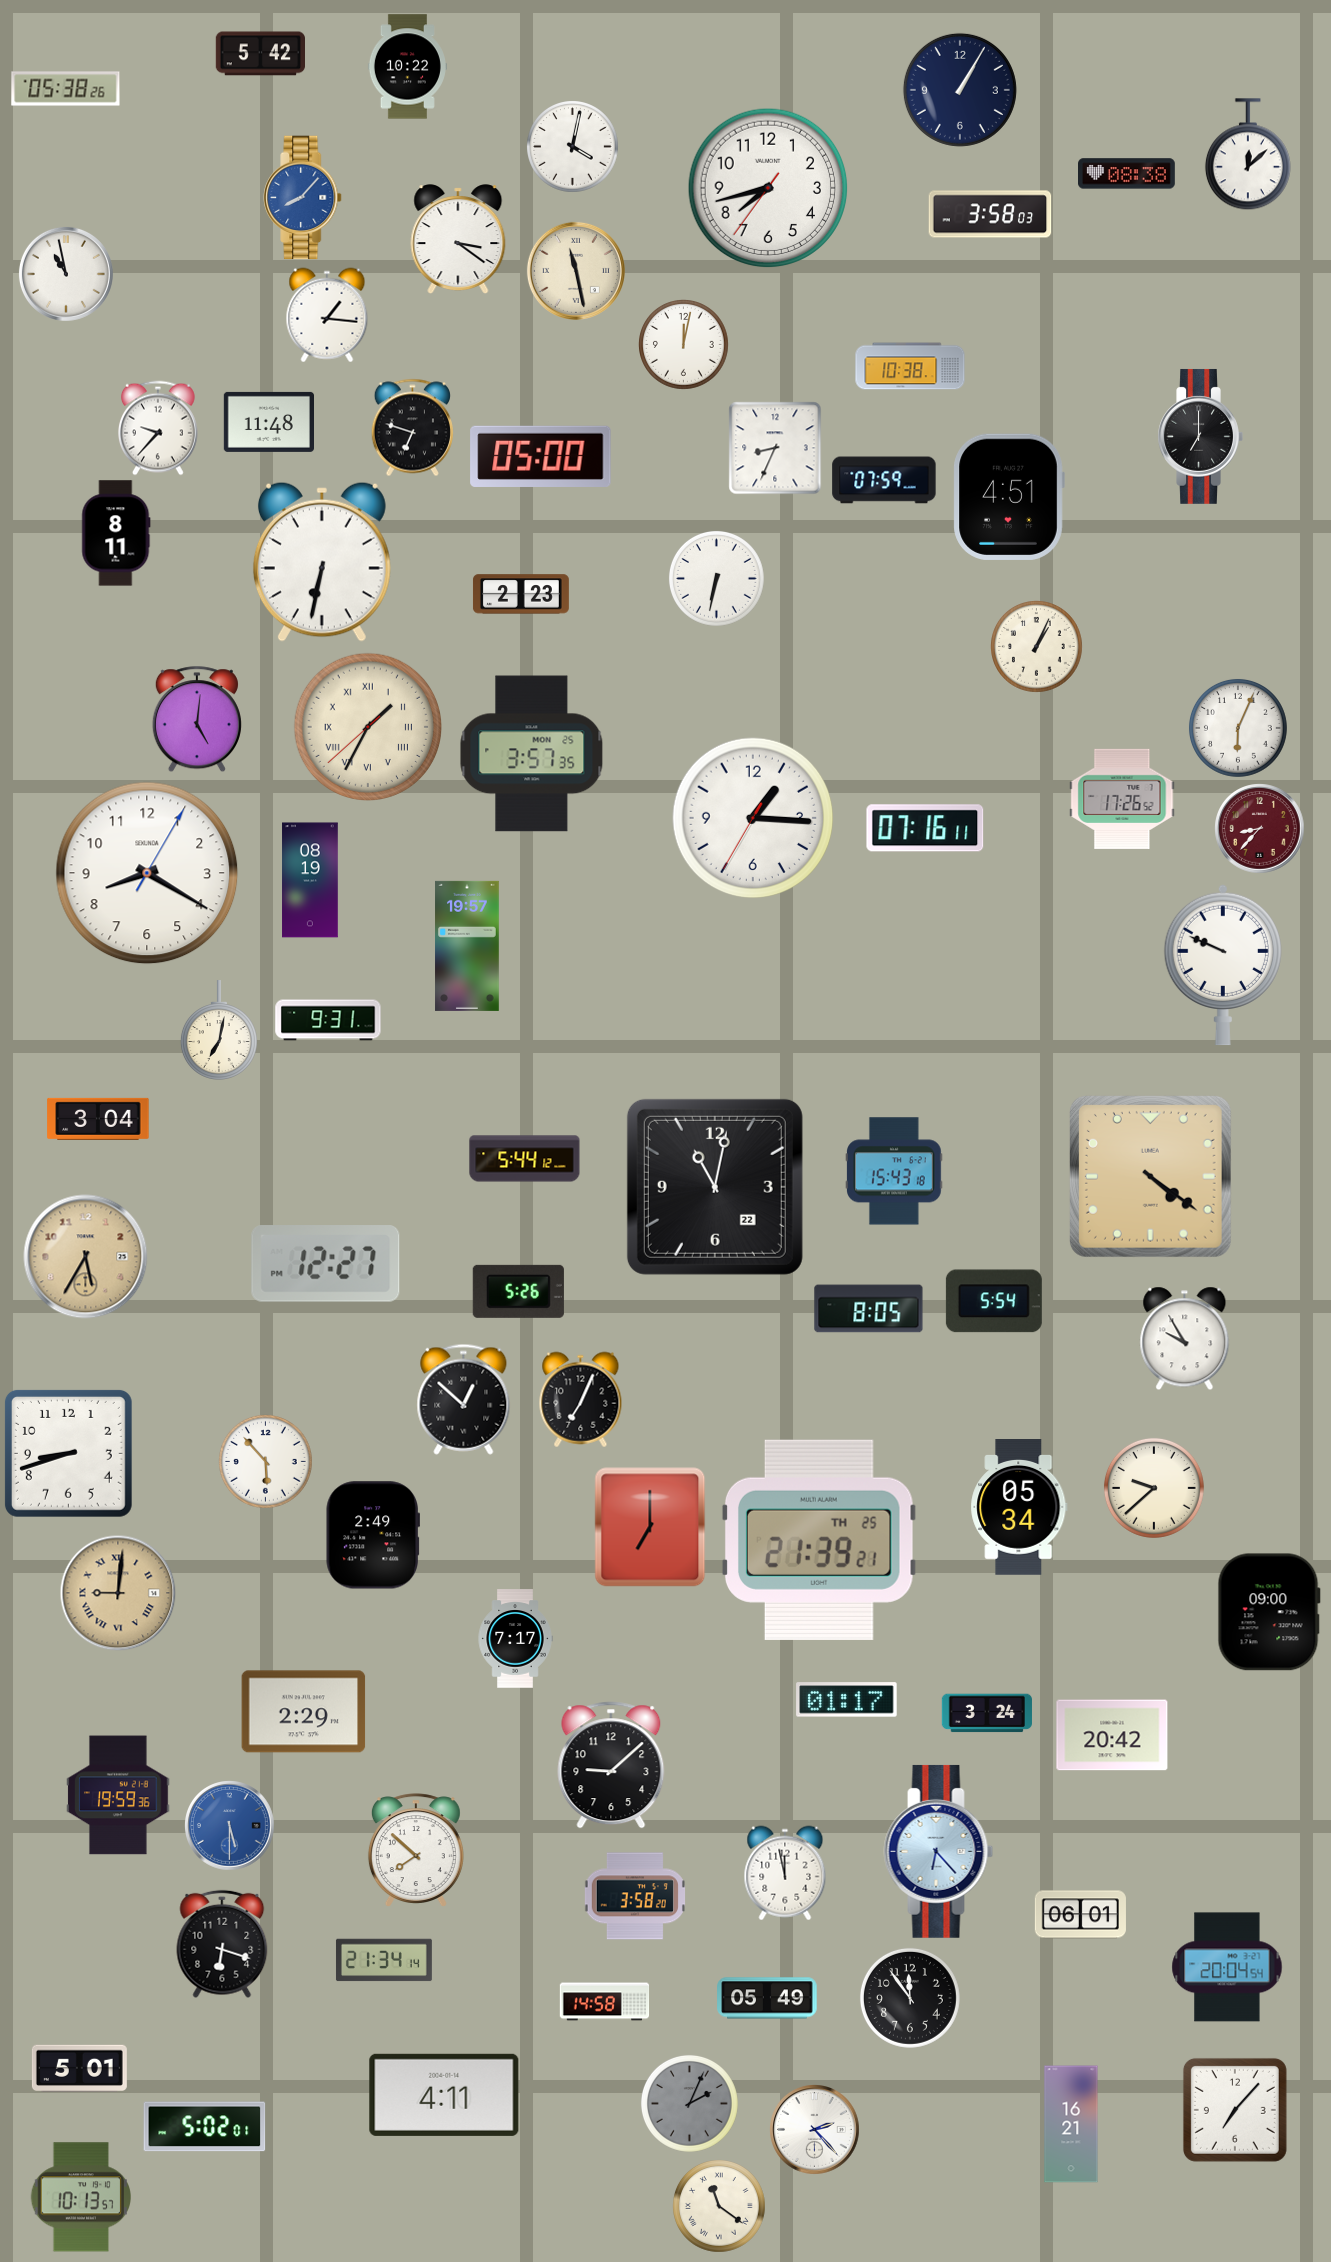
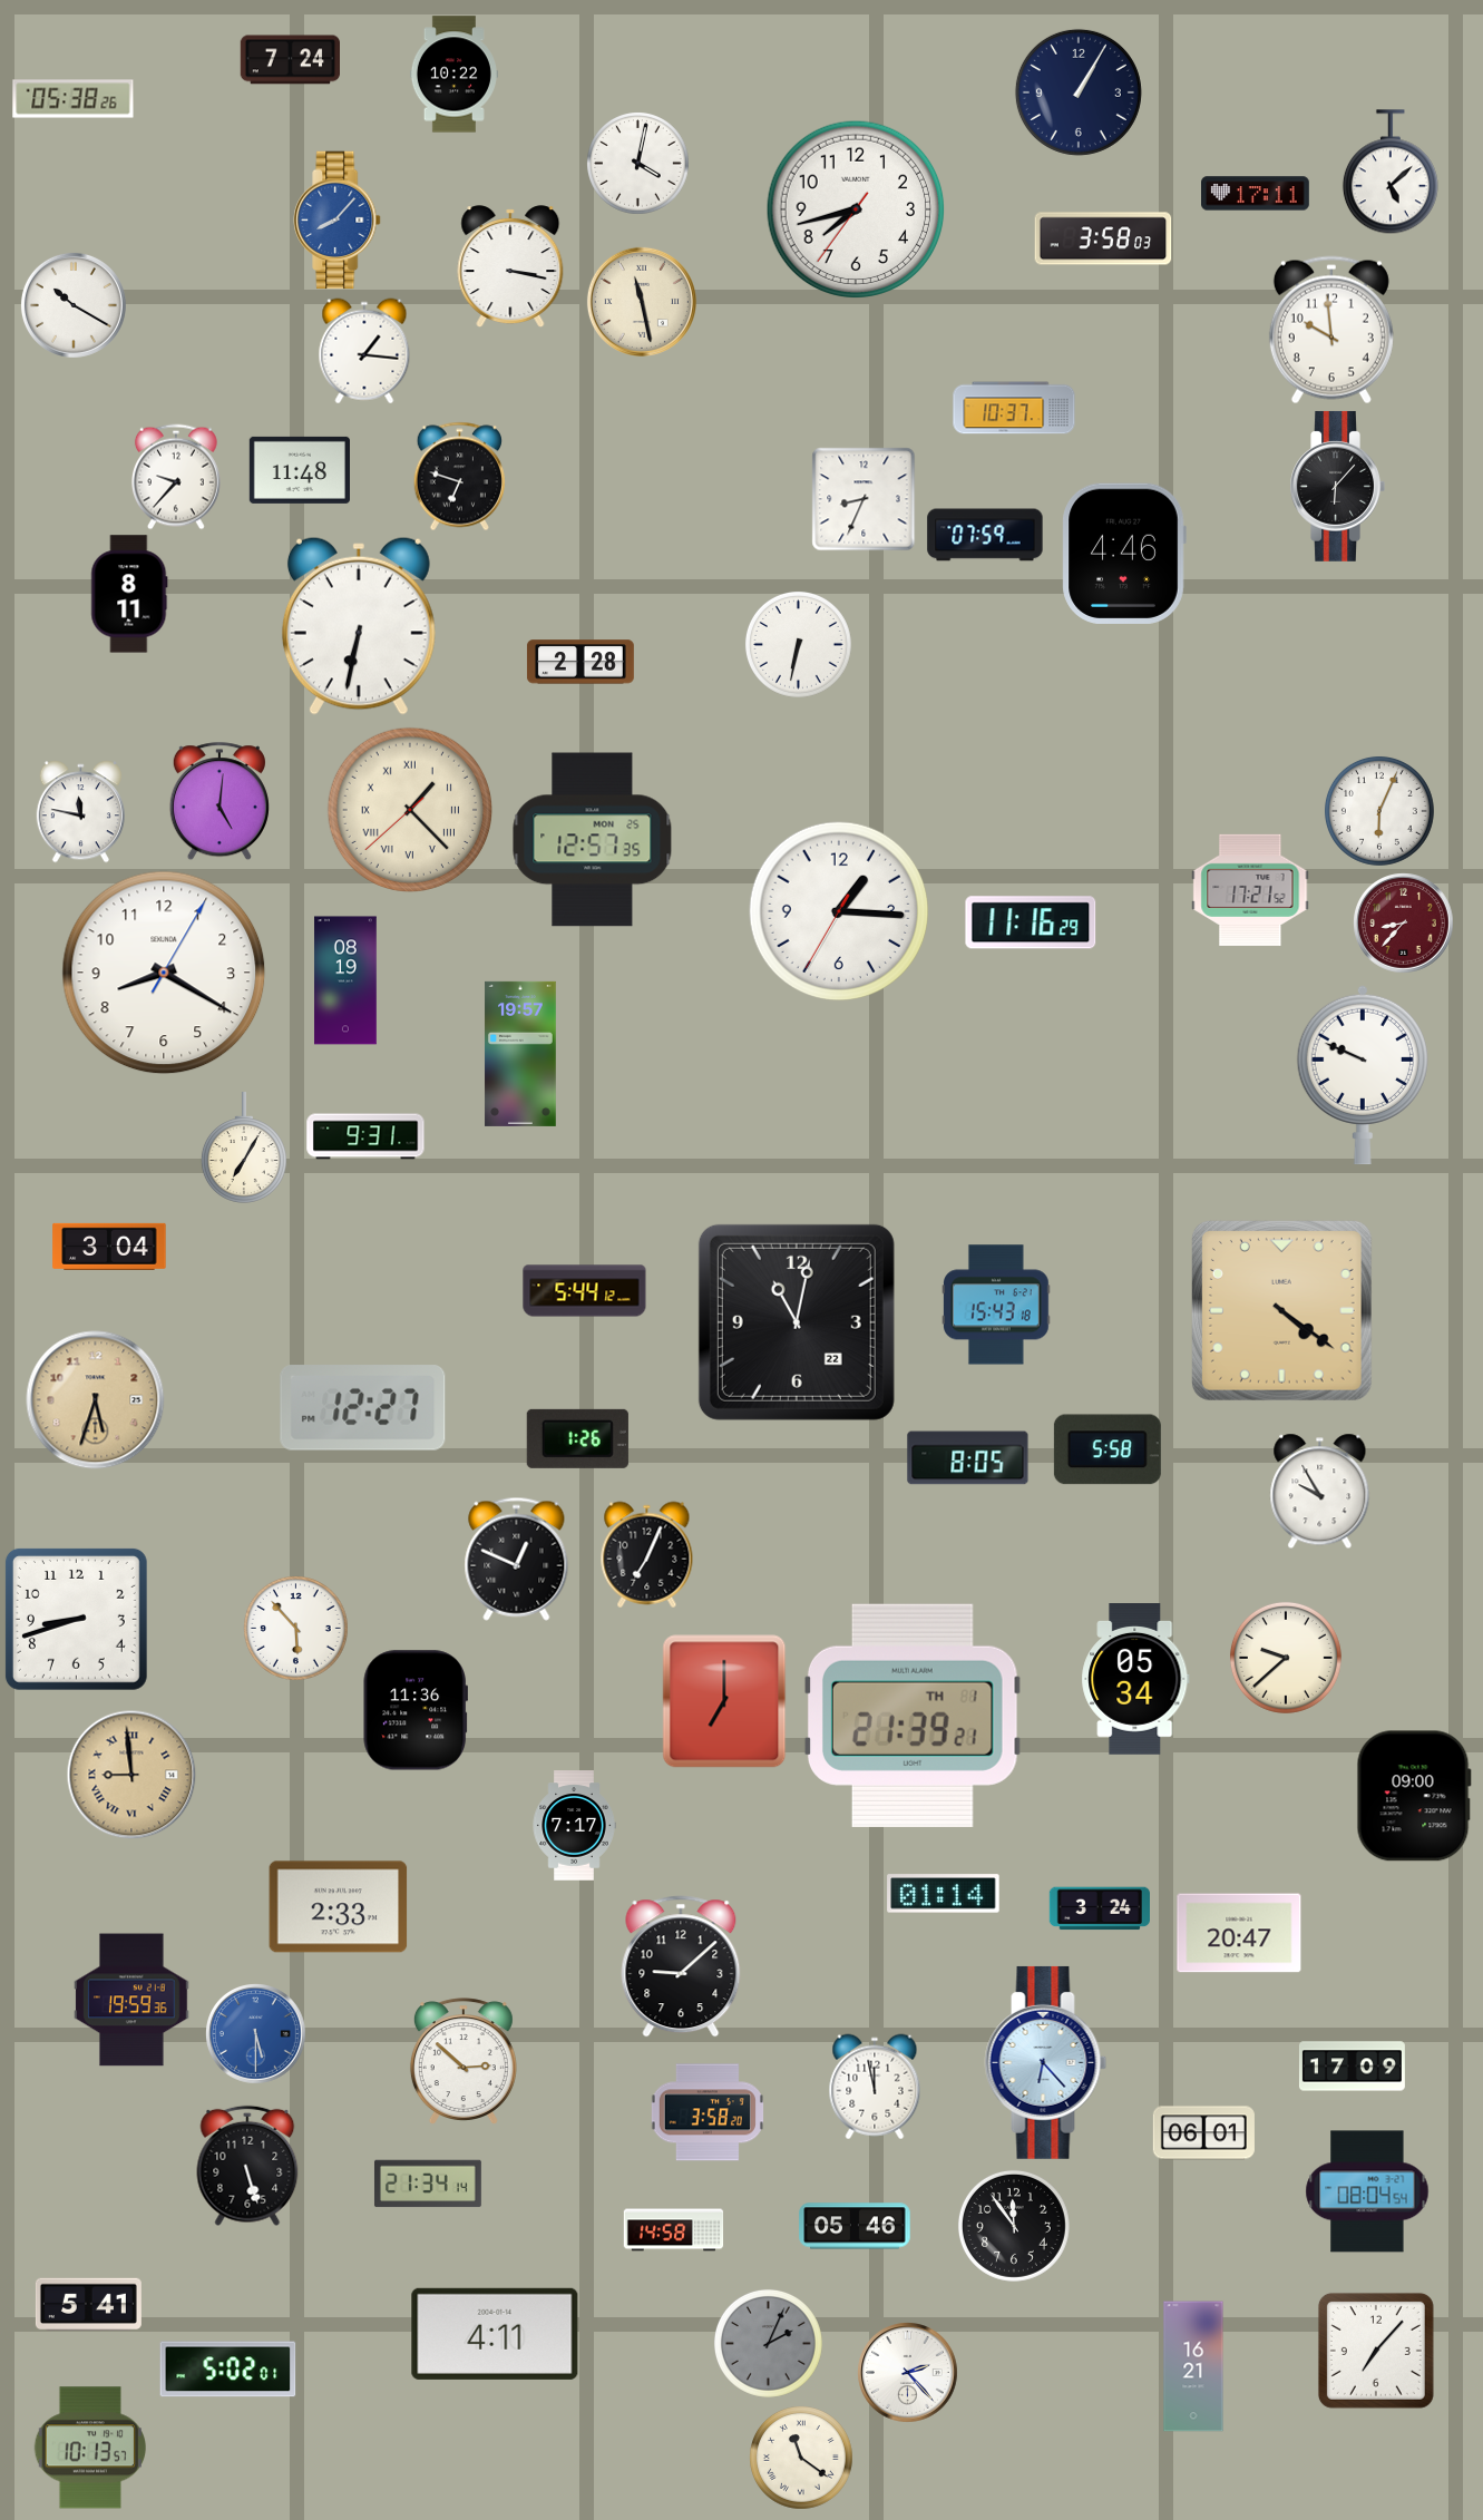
clock at (261, 54): 5:42 -> 7:24
clock at (960, 90) position: (960, 90) -> (1079, 92)
clock at (1248, 155): 12:08 -> 5:08
clock at (1127, 174): 08:38 -> 17:11
clock at (458, 239): 3:21 -> 3:17
clock at (66, 274): 10:58 -> 10:20
clock at (1331, 330): none -> 9:59
clock at (684, 345): 12:02 -> none
clock at (910, 366): 10:38 -> 10:37
clock at (1200, 436): 7:00 -> 6:07
clock at (541, 456): 05:00 -> none
clock at (1009, 497): 4:51 -> 4:46
clock at (521, 594): 2:23 -> 2:28
clock at (1037, 647): 1:04 -> none
clock at (367, 726): 1:34 -> 1:22
clock at (80, 812): none -> 11:47
clock at (532, 754): 3:57 -> 12:57
clock at (1122, 799): 17:26 -> 17:21
clock at (925, 828): 07:16 -> 11:16
clock at (219, 1030): 7:02 -> 7:05
clock at (86, 1257): 5:35 -> 5:33
clock at (518, 1291): 5:26 -> 1:26
clock at (994, 1301): 5:54 -> 5:58
clock at (464, 1399): 12:52 -> 12:49
clock at (581, 1400) position: (581, 1400) -> (647, 1555)
clock at (373, 1535): 2:49 -> 11:36
clock at (819, 1540) date: TH 25 -> TH 1
clock at (118, 1593): 9:01 -> 8:59
clock at (847, 1700): 01:17 -> 01:14
clock at (304, 1712): 2:29 -> 2:33
clock at (1112, 1735): 20:42 -> 20:47
clock at (416, 1850): 7:52 -> 2:52
clock at (1352, 2067): none -> 17:09
clock at (222, 1944): 6:18 -> 5:27
clock at (1227, 1967): 20:04 -> 08:04
clock at (767, 1998): 05:49 -> 05:46
clock at (79, 2068): 5:01 -> 5:41
